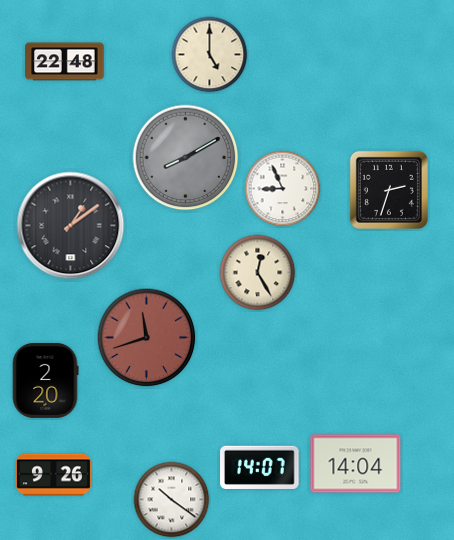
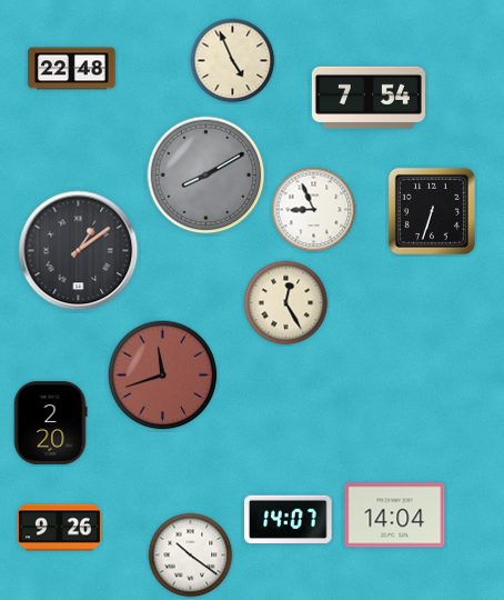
clock at (210, 55): 5:00 -> 4:56
clock at (369, 98): none -> 7:54
clock at (389, 190): 2:33 -> 6:33
